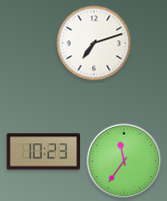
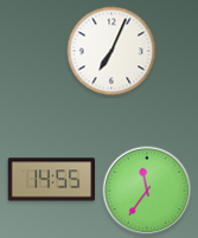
clock at (94, 43): 7:12 -> 7:04
clock at (44, 152): 10:23 -> 14:55
